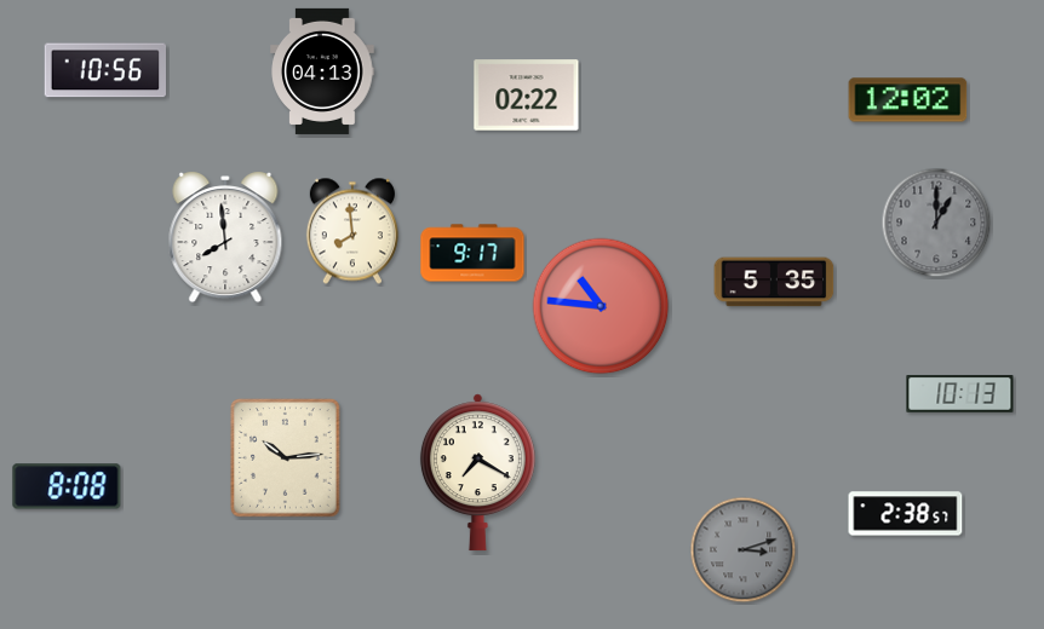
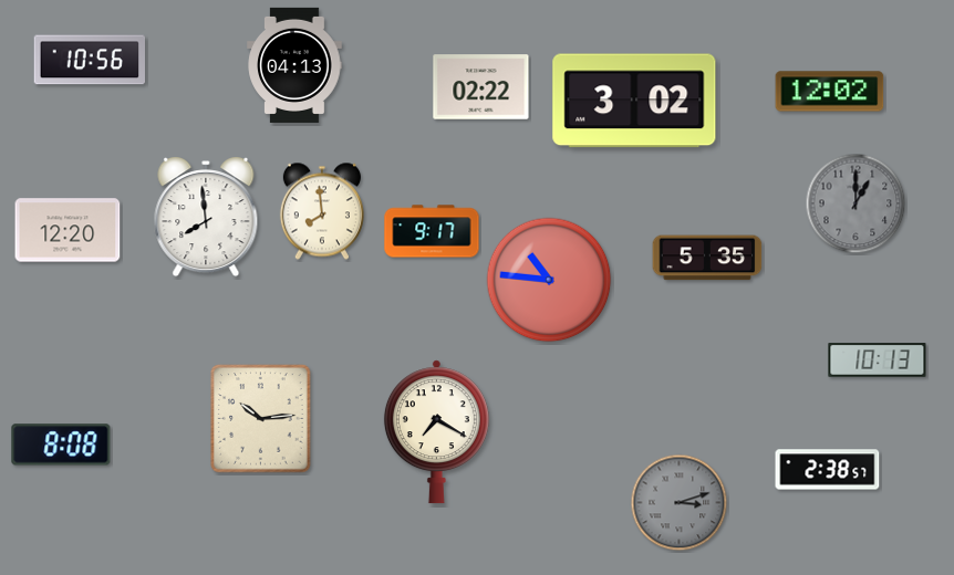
clock at (104, 70) position: (104, 70) -> (89, 60)
clock at (634, 101): none -> 3:02
clock at (68, 230): none -> 12:20
